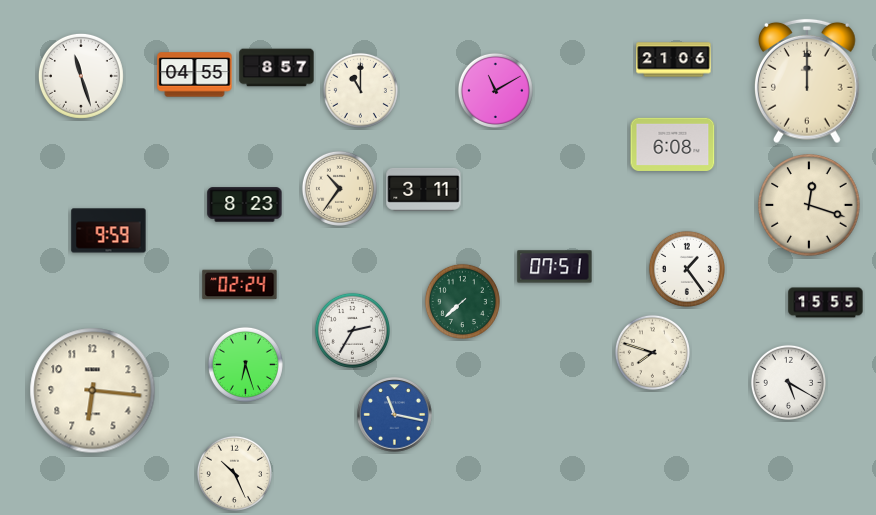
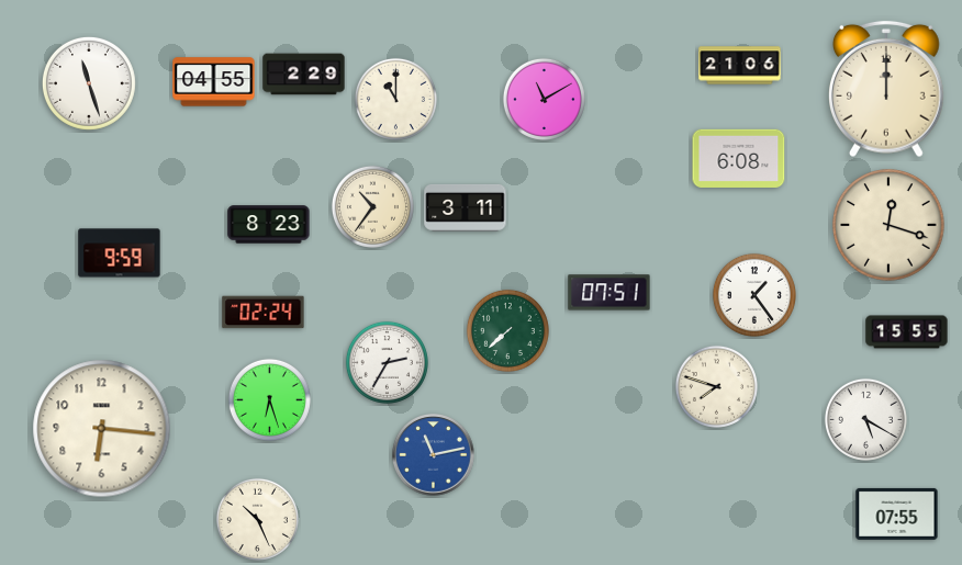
clock at (277, 68): 8:57 -> 2:29
clock at (395, 415): 11:17 -> 11:13
clock at (897, 513): none -> 07:55
